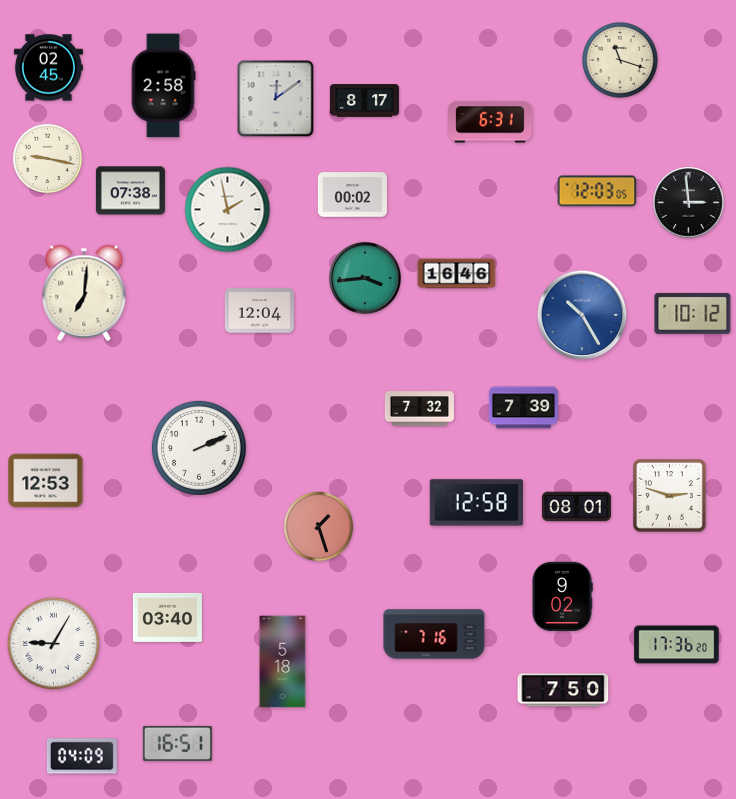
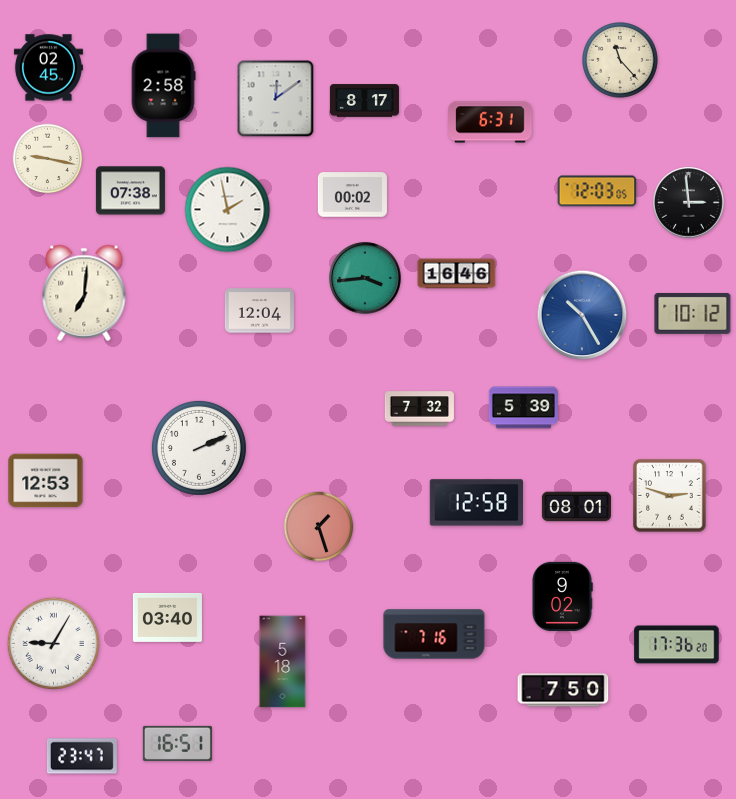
clock at (620, 60): 11:18 -> 11:23
clock at (523, 408): 7:39 -> 5:39
clock at (82, 756): 04:09 -> 23:47
